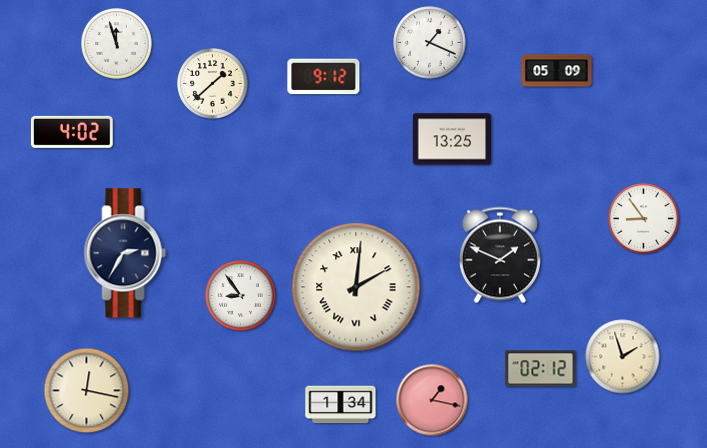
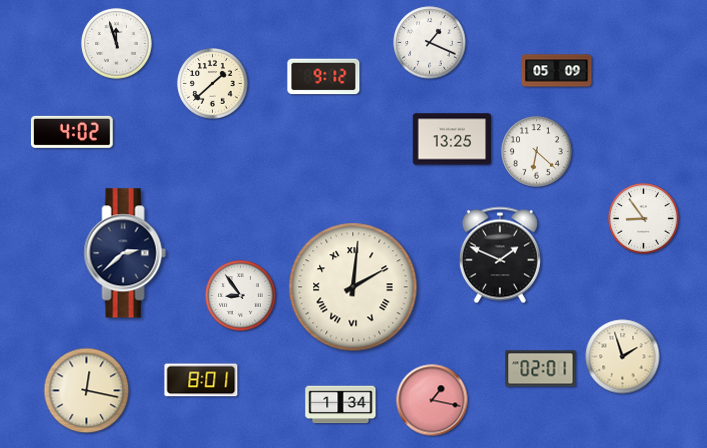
clock at (537, 152): none -> 6:22
clock at (125, 253): 2:35 -> 2:38
clock at (356, 287) position: (356, 287) -> (353, 287)
clock at (541, 369): 02:12 -> 02:01
clock at (201, 380): none -> 8:01
